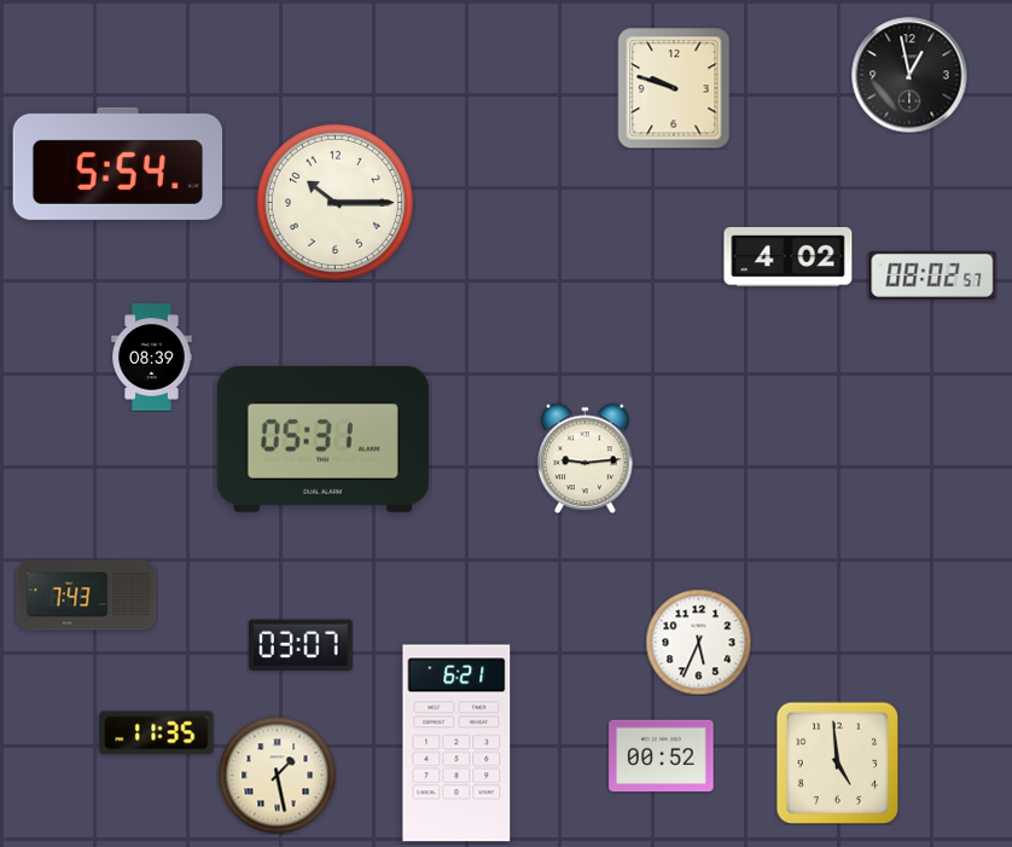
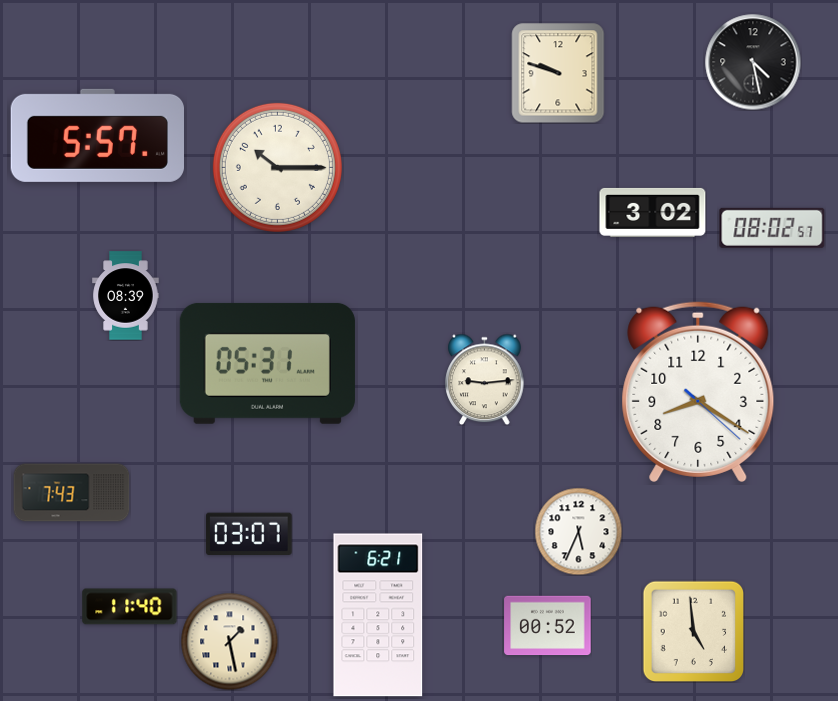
clock at (909, 75): 12:58 -> 4:28
clock at (117, 163): 5:54 -> 5:57
clock at (789, 256): 4:02 -> 3:02
clock at (698, 392): none -> 8:20
clock at (157, 733): 11:35 -> 11:40
